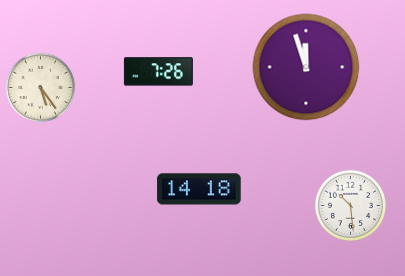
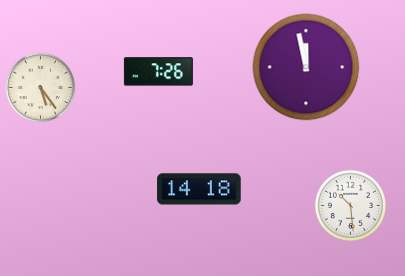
clock at (306, 67): 11:57 -> 11:58
